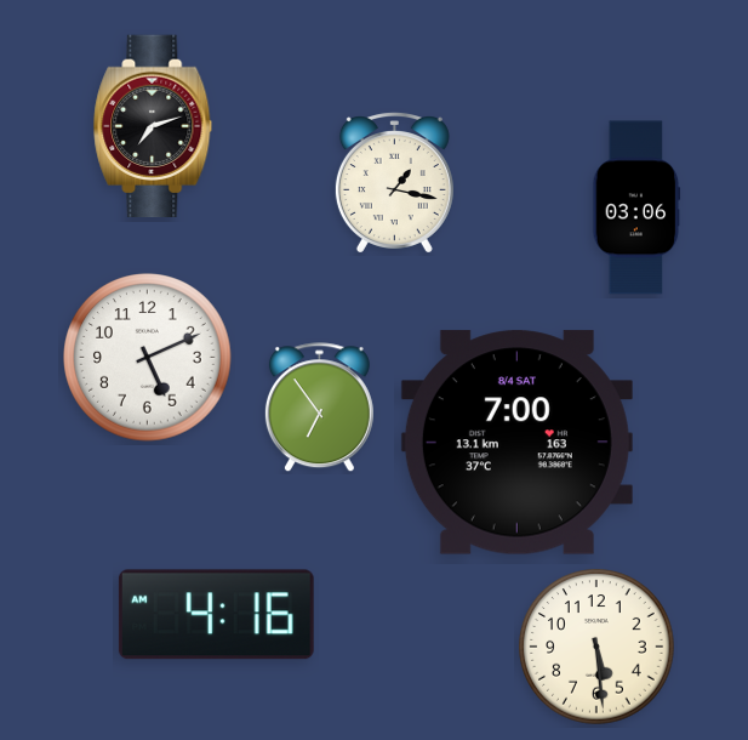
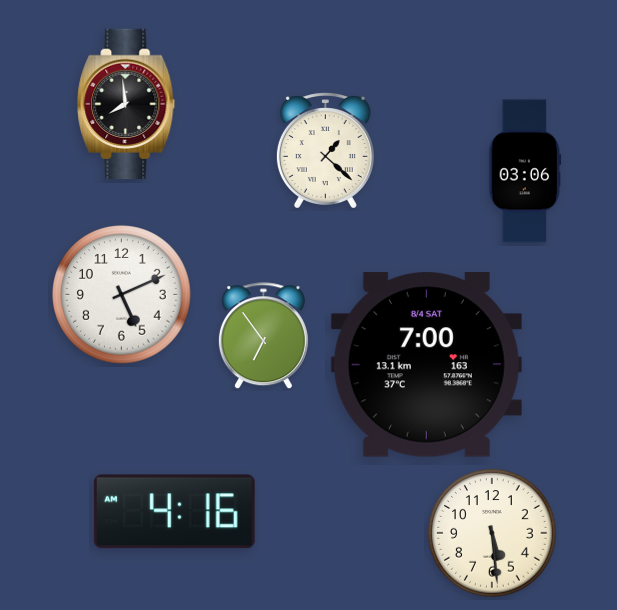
clock at (153, 126): 7:12 -> 7:59
clock at (394, 183): 1:17 -> 1:22
clock at (216, 615) position: (216, 615) -> (174, 512)
